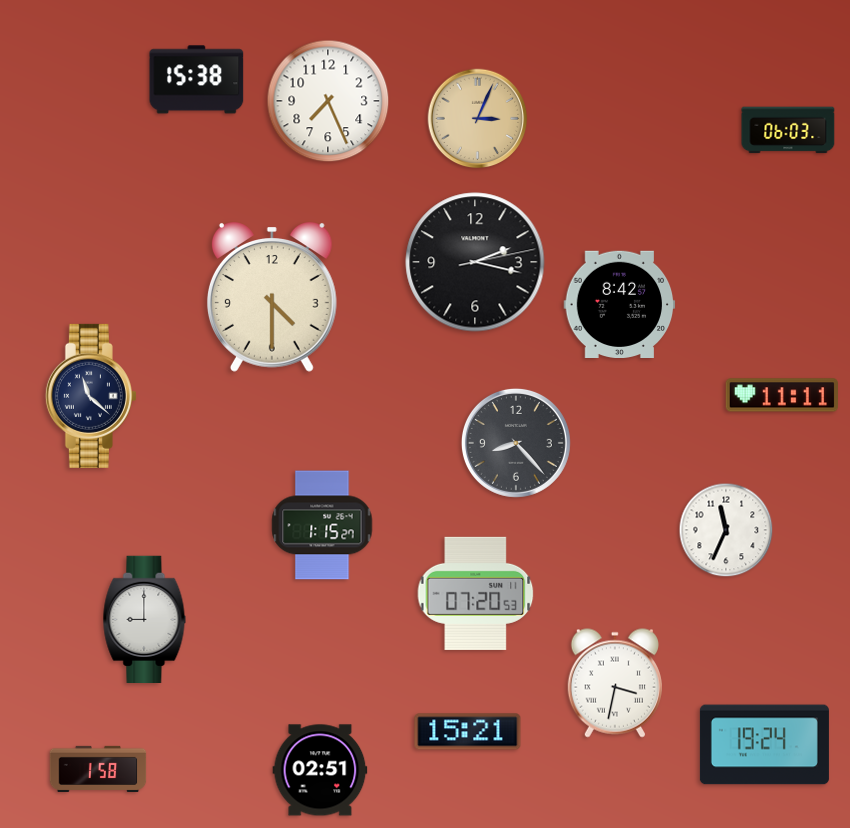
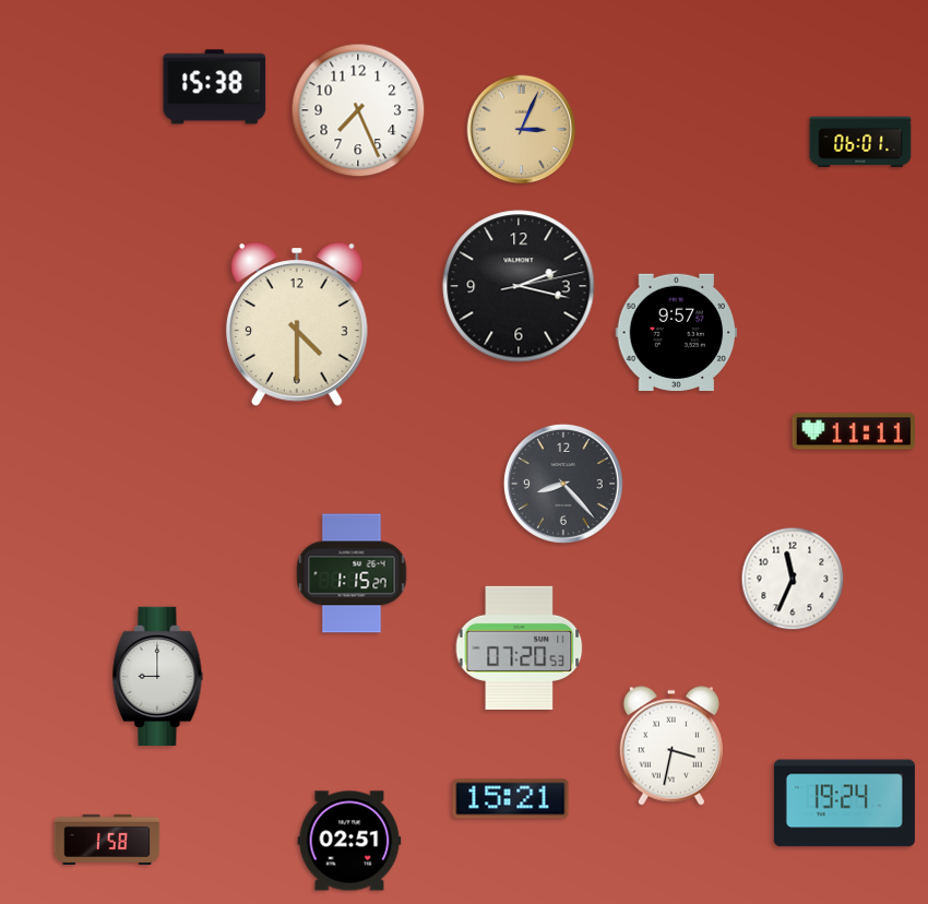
clock at (788, 130): 06:03 -> 06:01
clock at (620, 304): 8:42 -> 9:57
clock at (91, 396): 11:22 -> none
clock at (764, 745) position: (764, 745) -> (844, 804)
